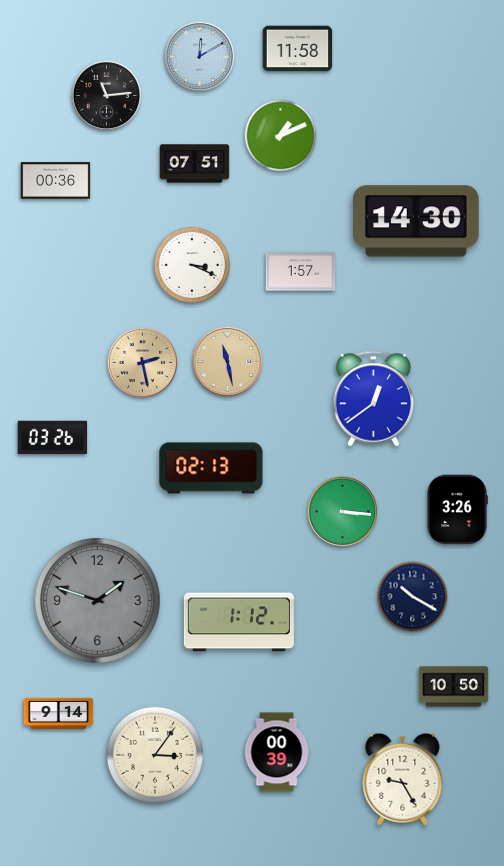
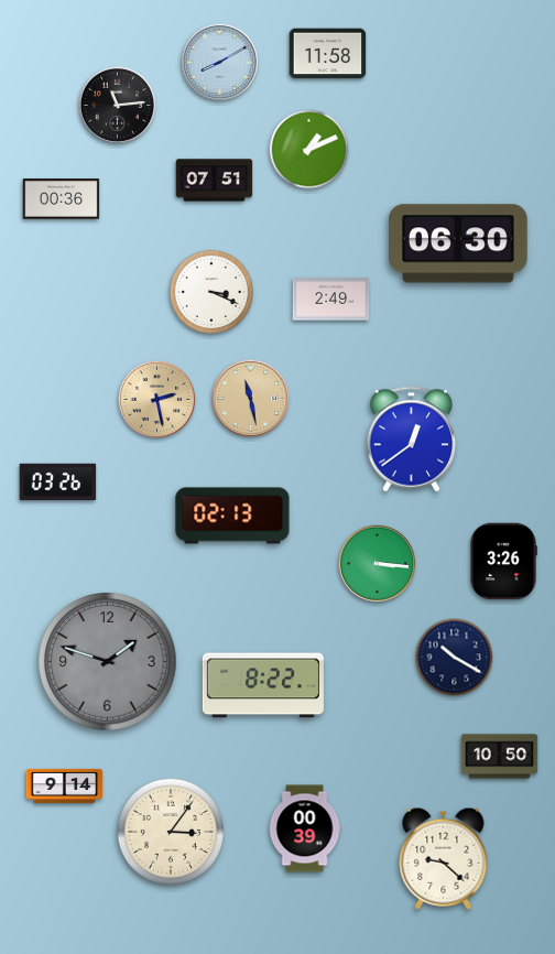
clock at (200, 57): 12:10 -> 8:10
clock at (417, 221): 14:30 -> 06:30
clock at (301, 272): 1:57 -> 2:49
clock at (239, 622): 1:12 -> 8:22
clock at (403, 779): 9:25 -> 9:22
